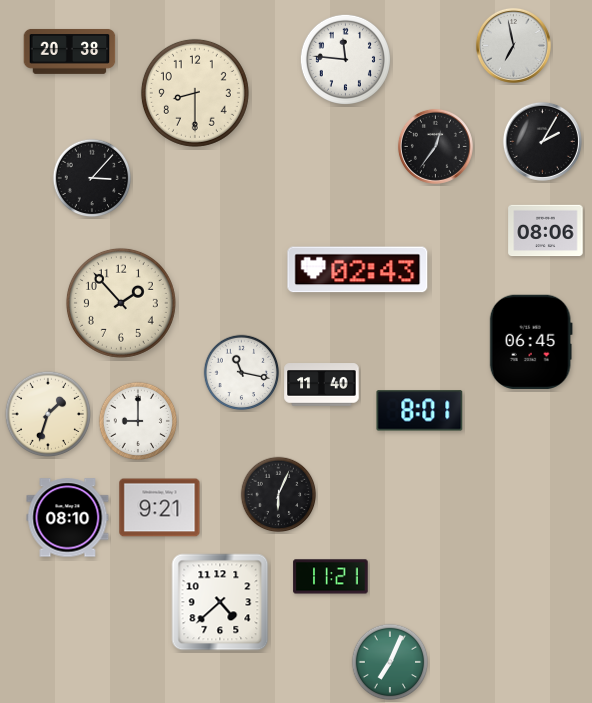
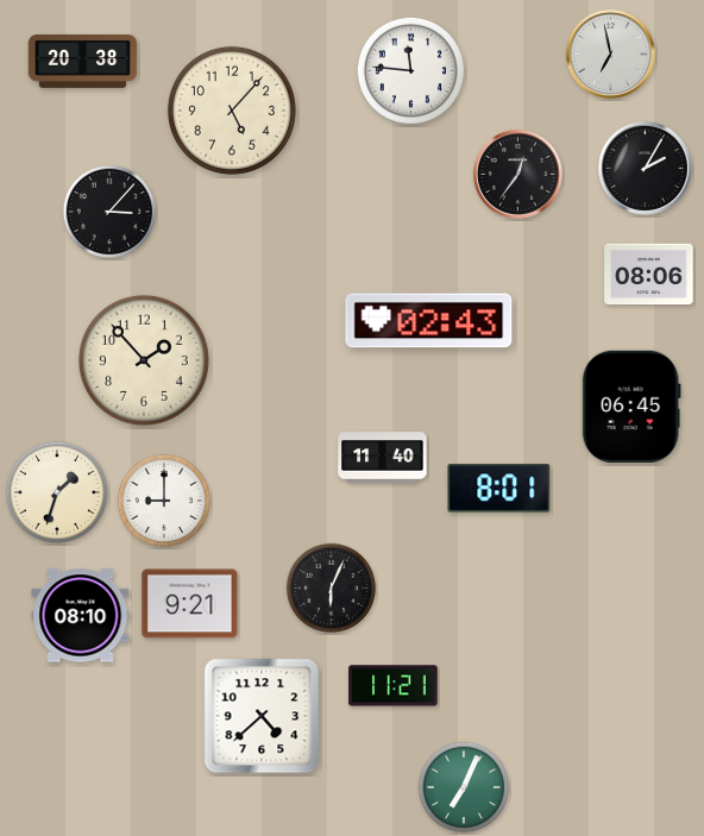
clock at (195, 93): 8:30 -> 5:07
clock at (358, 270) position: (358, 270) -> (429, 321)
clock at (242, 373): 11:17 -> none
